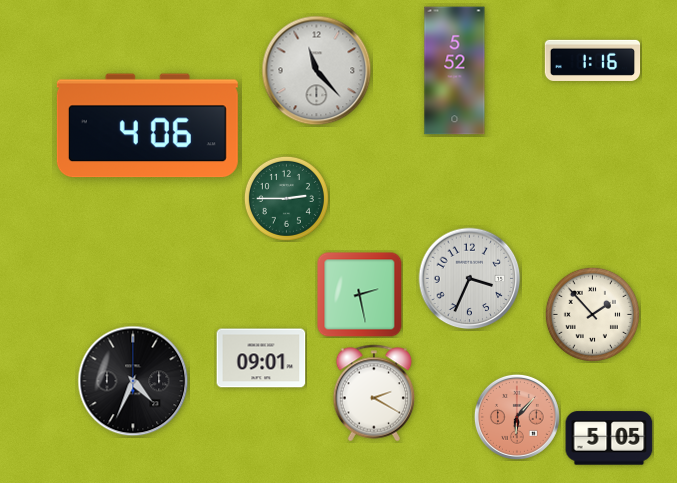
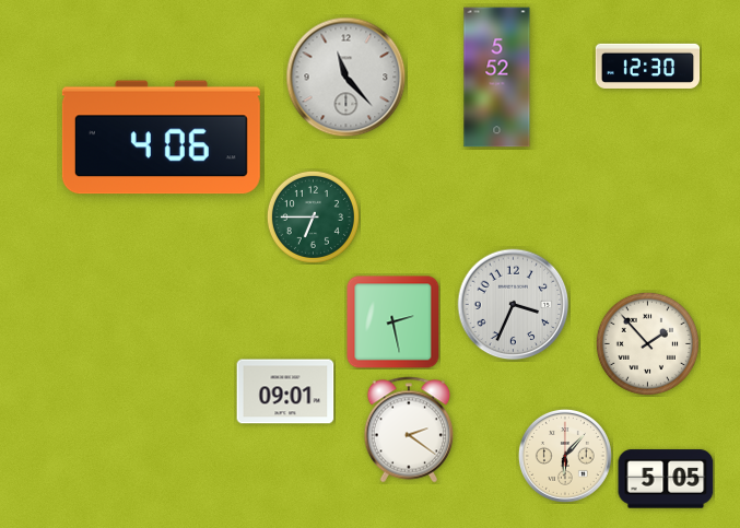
clock at (593, 60): 1:16 -> 12:30
clock at (286, 198): 2:45 -> 6:45
clock at (133, 381): 4:34 -> none
clock at (374, 393): 2:20 -> 2:21
clock at (517, 417) dial: salmon -> cream
